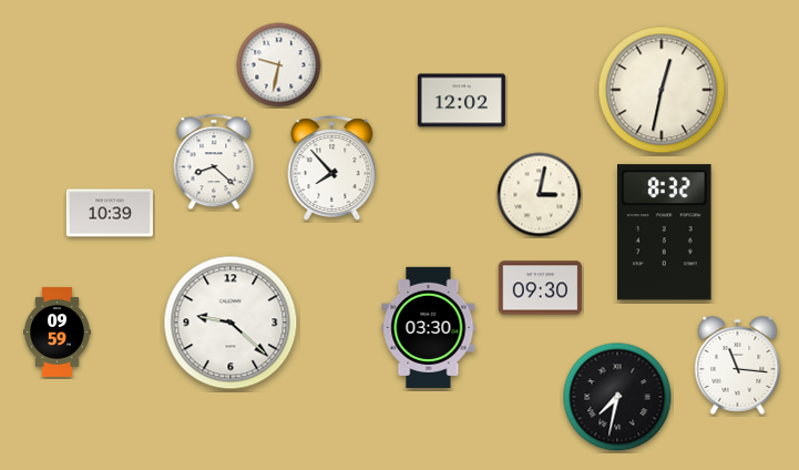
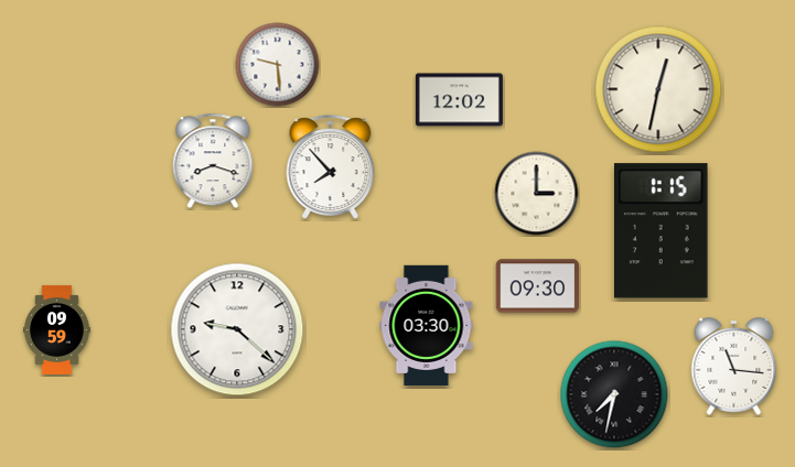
clock at (279, 65): 9:32 -> 9:29
clock at (214, 162): 8:22 -> 8:18
clock at (540, 195): 3:02 -> 3:00
clock at (110, 213): 10:39 -> none
clock at (665, 233): 8:32 -> 1:15
clock at (231, 323) position: (231, 323) -> (237, 329)
clock at (738, 365) position: (738, 365) -> (734, 366)
